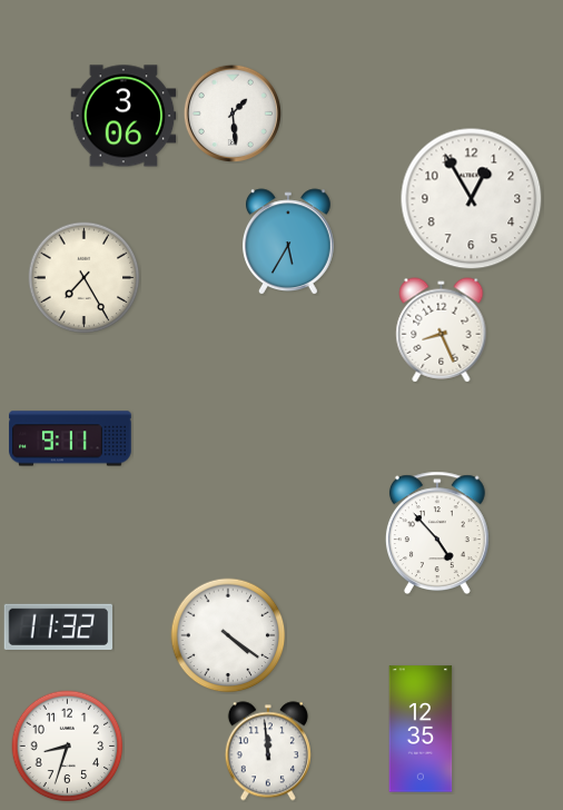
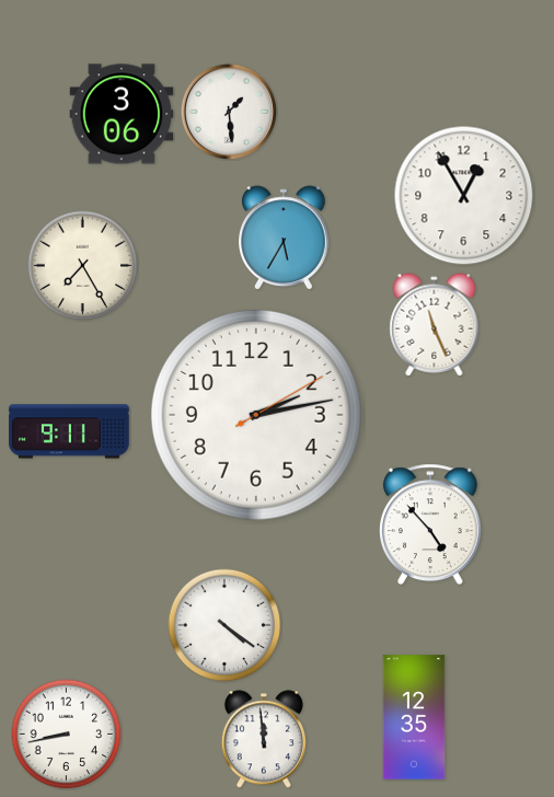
clock at (85, 278) position: (85, 278) -> (83, 266)
clock at (442, 330): 8:26 -> 11:26
clock at (256, 415): none -> 2:13
clock at (58, 626): 11:32 -> none
clock at (68, 747): 8:33 -> 8:43
